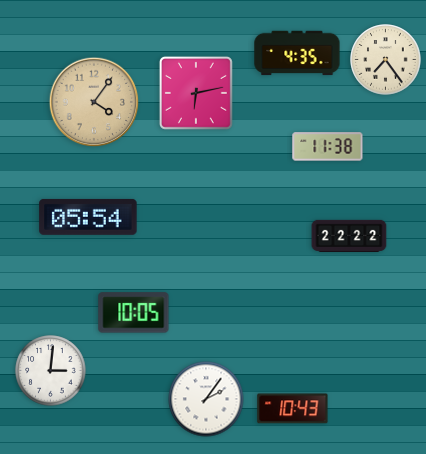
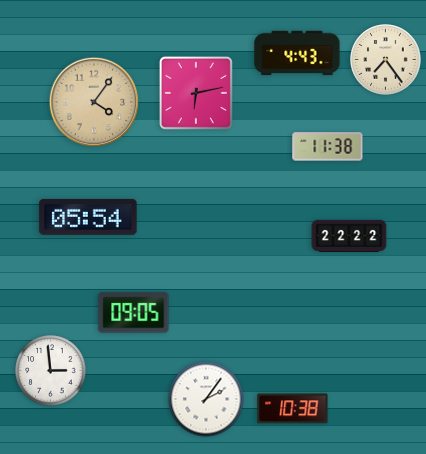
clock at (297, 53): 4:35 -> 4:43
clock at (134, 313): 10:05 -> 09:05
clock at (51, 371): 3:01 -> 2:59
clock at (293, 409): 10:43 -> 10:38
